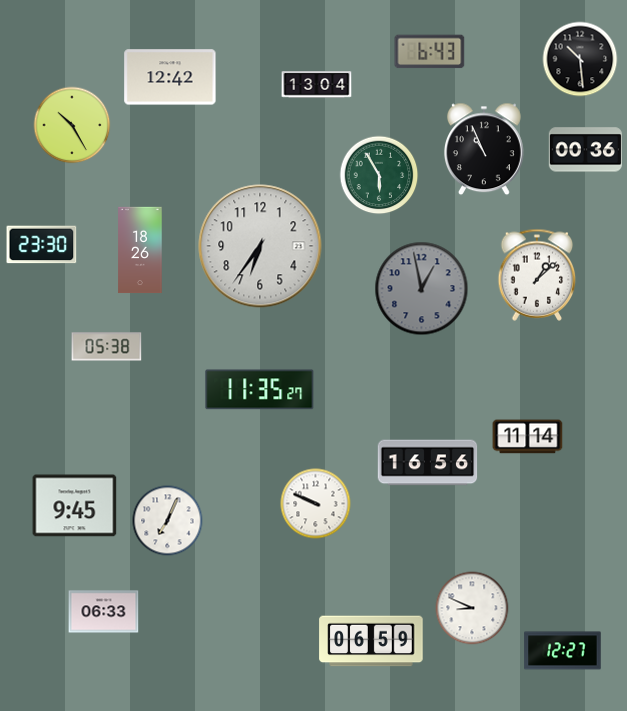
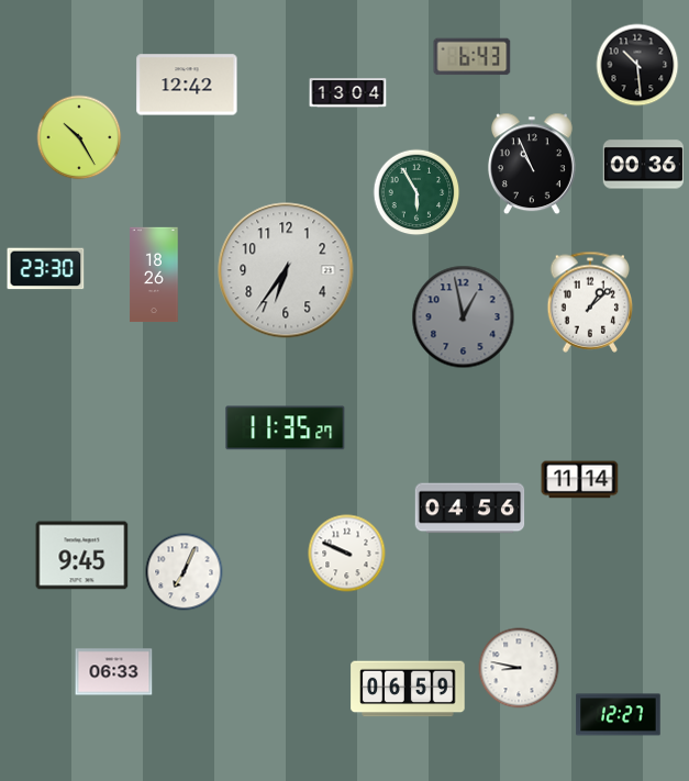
clock at (107, 347): 05:38 -> none
clock at (428, 463): 16:56 -> 04:56
clock at (472, 608): 8:49 -> 8:47
clock at (371, 641) position: (371, 641) -> (408, 689)
